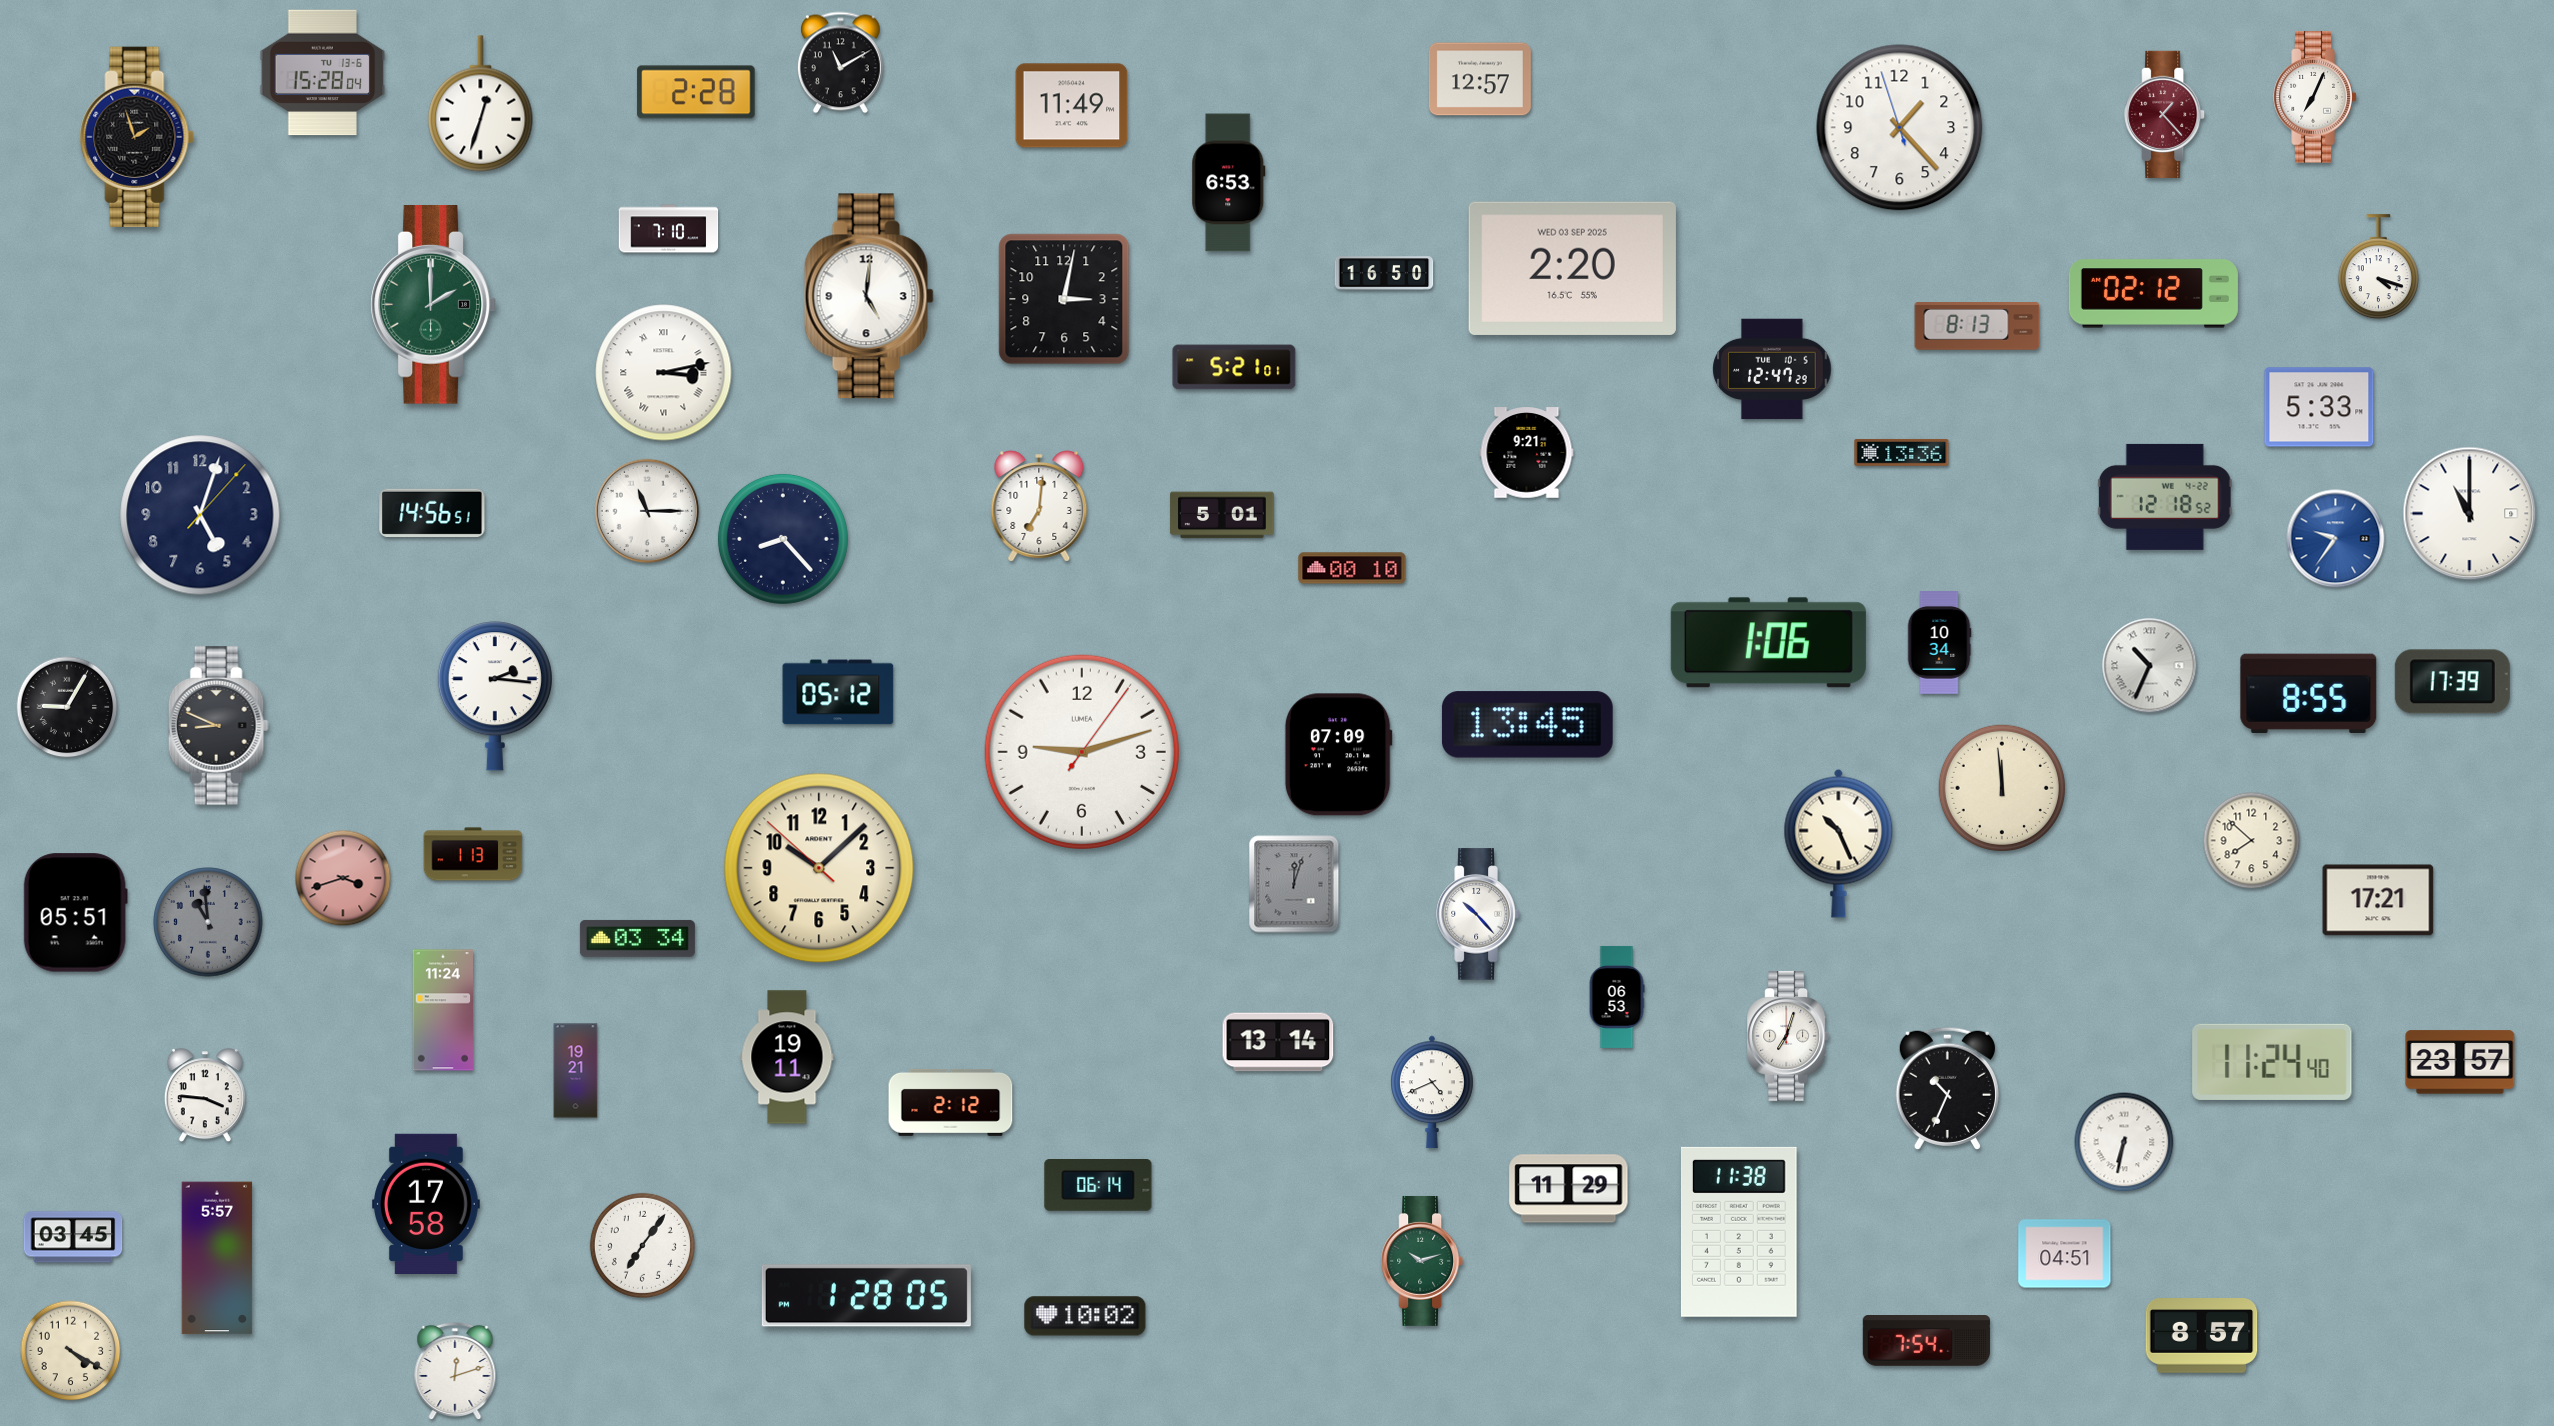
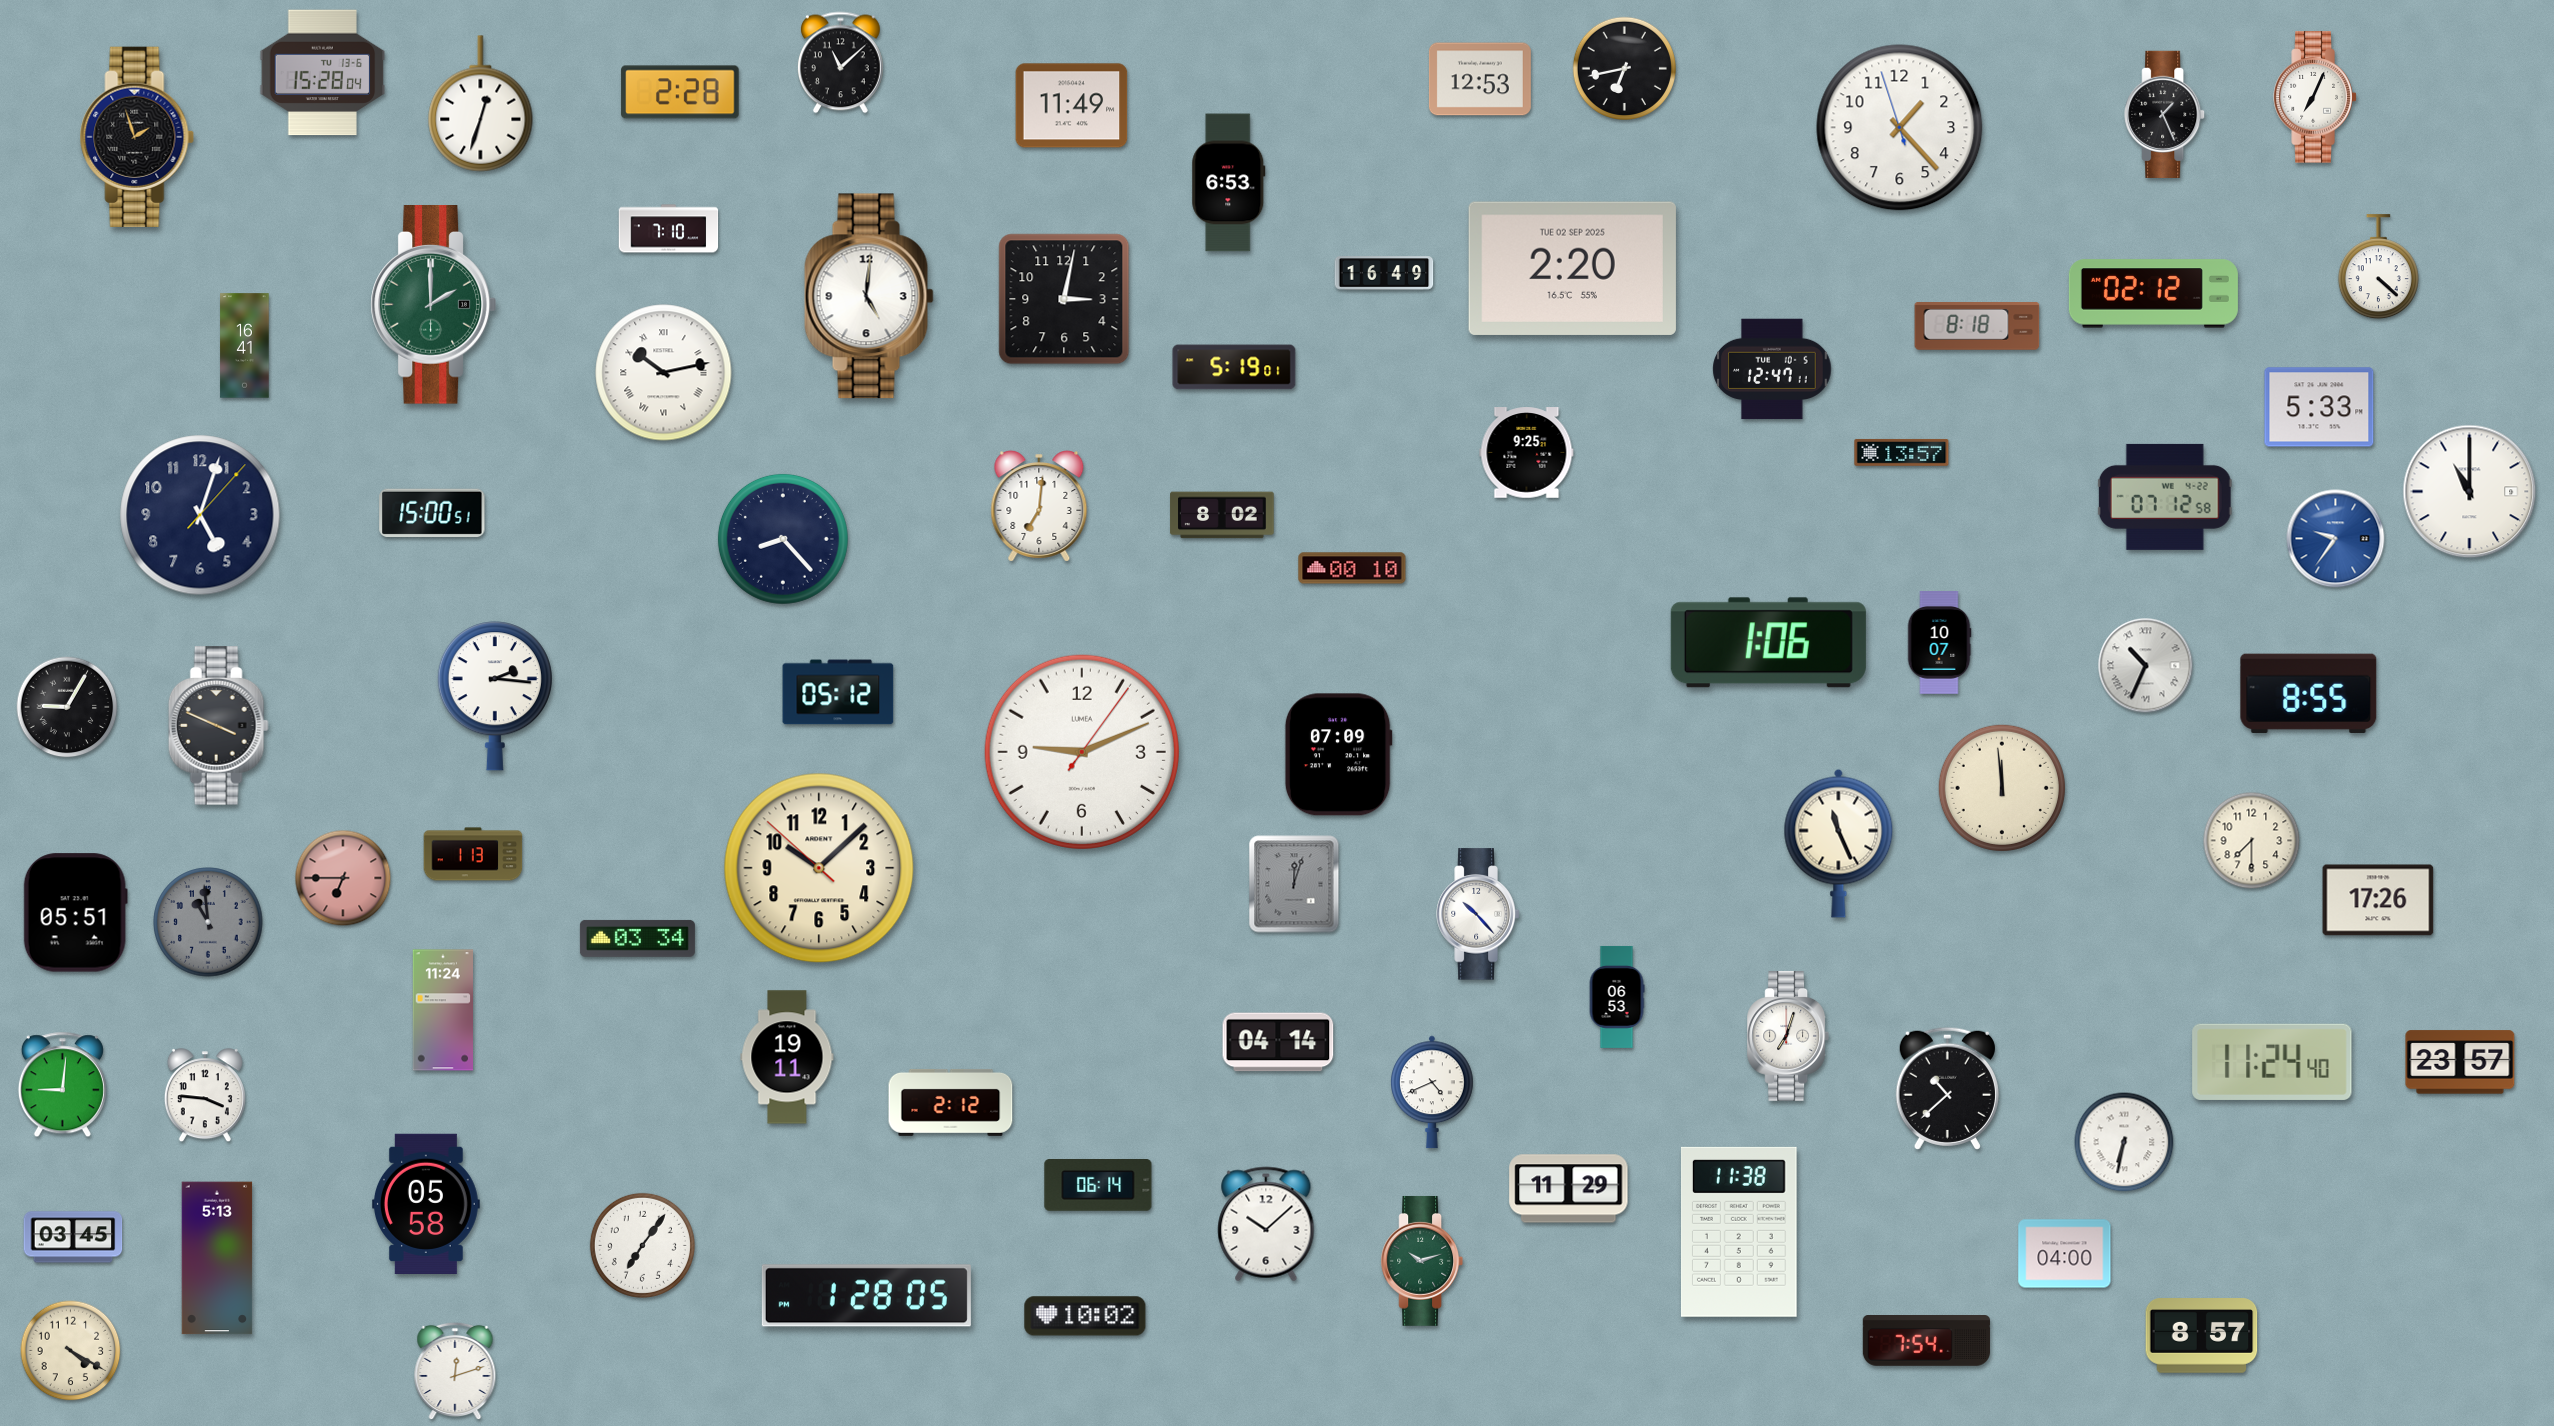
clock at (840, 63): 11:10 -> 11:08
clock at (1624, 68): none -> 6:43
clock at (1480, 79): 12:57 -> 12:53
clock at (696, 92) position: (696, 92) -> (680, 92)
clock at (2165, 114): 1:23 -> 1:26
clock at (2165, 114) dial: burgundy -> black
clock at (2378, 267): 4:18 -> 4:22
clock at (1572, 268) date: WED 03 SEP 2025 -> TUE 02 SEP 2025
clock at (1384, 273): 16:50 -> 16:49
clock at (1977, 327): 8:13 -> 8:18
clock at (245, 346): none -> 16:41
clock at (1234, 367): 5:21 -> 5:19
clock at (1772, 369): 12:47:29 -> 12:47:11
clock at (664, 373): 3:13 -> 10:13
clock at (1527, 453): 9:21 -> 9:25
clock at (1902, 453): 13:36 -> 13:57
clock at (2165, 497): 12:18 -> 07:12
clock at (647, 511): 11:15 -> none
clock at (432, 512): 14:56 -> 15:00
clock at (2470, 514) position: (2470, 514) -> (2470, 492)
clock at (1222, 515): 5:01 -> 8:02
clock at (1939, 643): 10:34 -> 10:07
clock at (2150, 666) position: (2150, 666) -> (2146, 666)
clock at (2452, 682): 17:39 -> none
clock at (1527, 725): 13:45 -> none
clock at (218, 726): 8:49 -> 3:49
clock at (1082, 752): 9:12 -> 9:11
clock at (2252, 841): 7:52 -> 7:30
clock at (1839, 843): 10:26 -> 11:26
clock at (343, 878): 3:42 -> 6:45
clock at (2378, 900): 17:21 -> 17:26
clock at (1278, 1042): 13:14 -> 04:14
clock at (576, 1071): 19:21 -> none
clock at (62, 1085): none -> 9:01
clock at (1947, 1088): 10:34 -> 10:38
clock at (426, 1203): 17:58 -> 05:58
clock at (1266, 1224): none -> 10:08
clock at (2065, 1254): 04:51 -> 04:00
clock at (217, 1258): 5:57 -> 5:13
